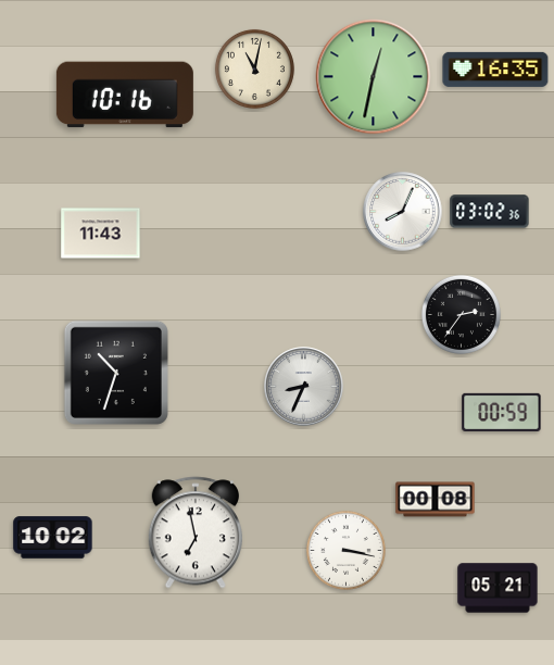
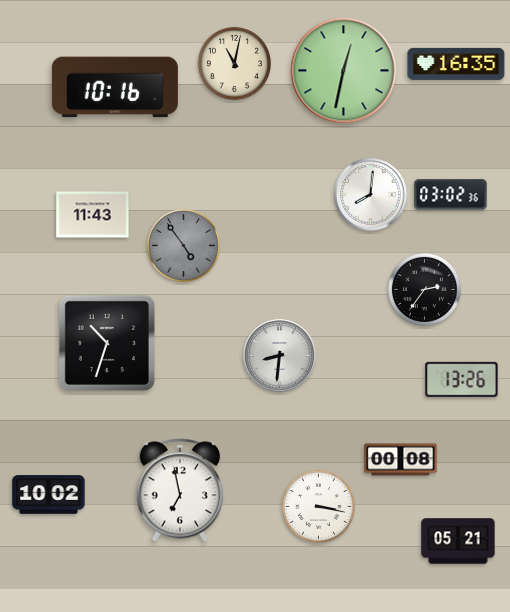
clock at (403, 212): 8:04 -> 8:01
clock at (183, 245): none -> 4:54
clock at (304, 387): 8:34 -> 8:31
clock at (502, 412): 00:59 -> 13:26
